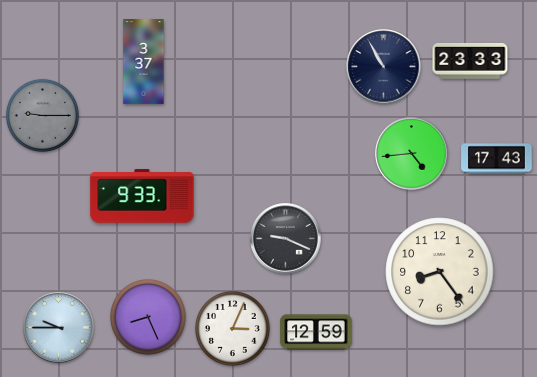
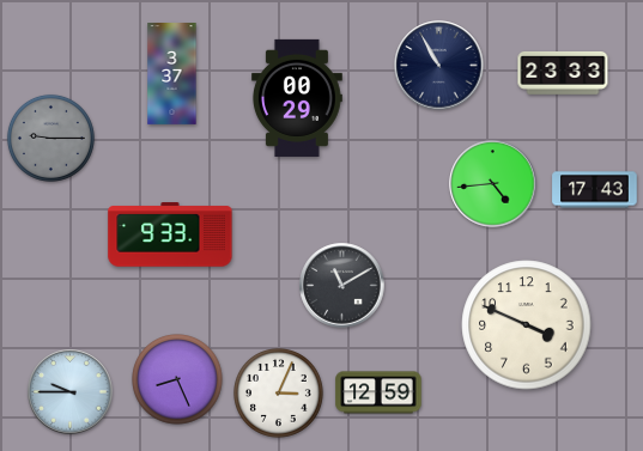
clock at (384, 67) position: (384, 67) -> (439, 66)
clock at (297, 98): none -> 00:29
clock at (286, 239): 9:19 -> 11:10
clock at (440, 272): 8:24 -> 3:49
clock at (316, 332) position: (316, 332) -> (378, 392)
